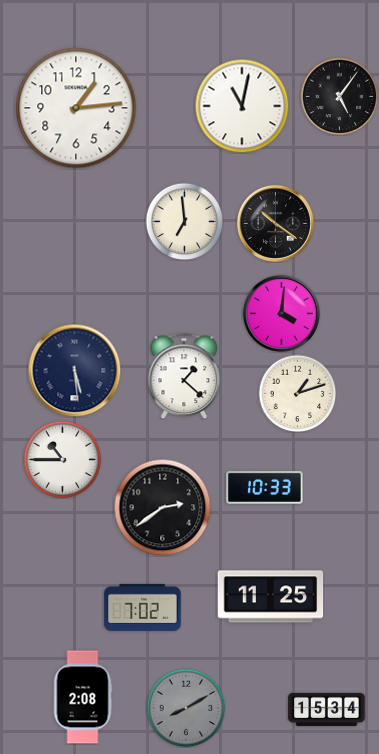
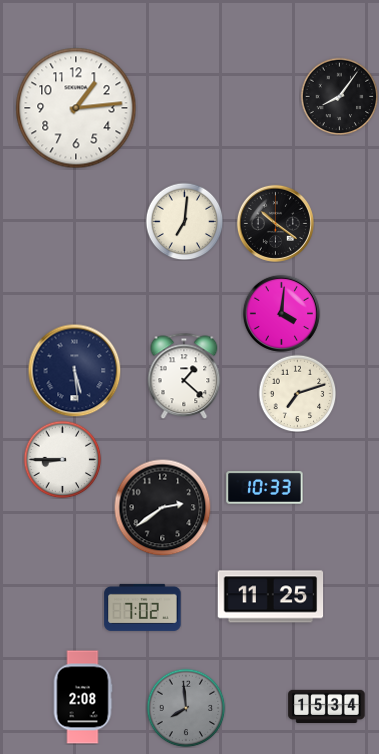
clock at (339, 96): 5:06 -> 8:06
clock at (242, 106): 11:02 -> none
clock at (184, 221): 6:59 -> 7:01
clock at (297, 393): 1:12 -> 7:12
clock at (62, 459): 10:45 -> 8:45
clock at (186, 708): 8:10 -> 7:59
clock at (327, 709) position: (327, 709) -> (327, 706)
